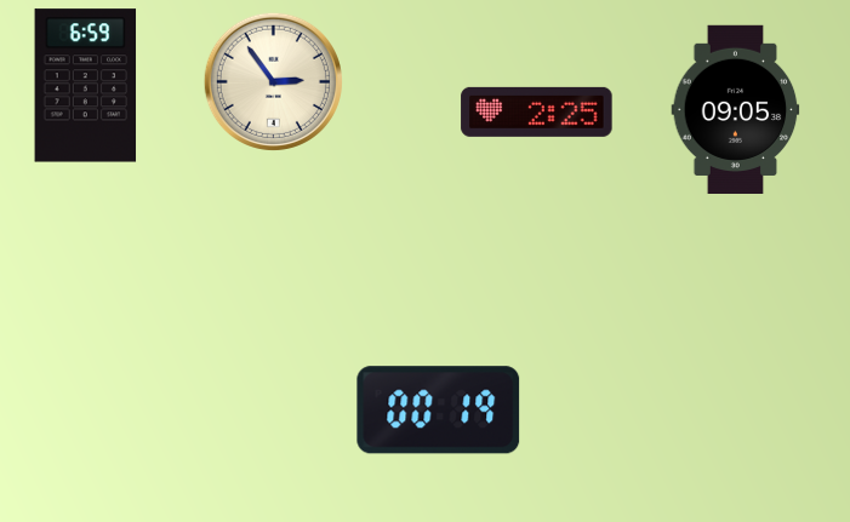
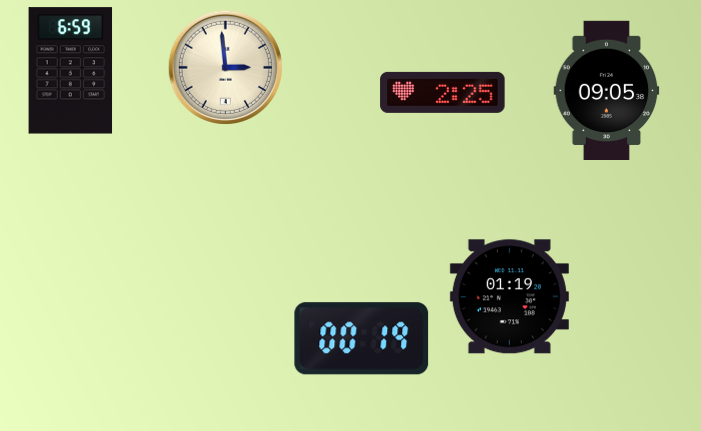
clock at (273, 81): 2:54 -> 2:59
clock at (509, 297): none -> 01:19
